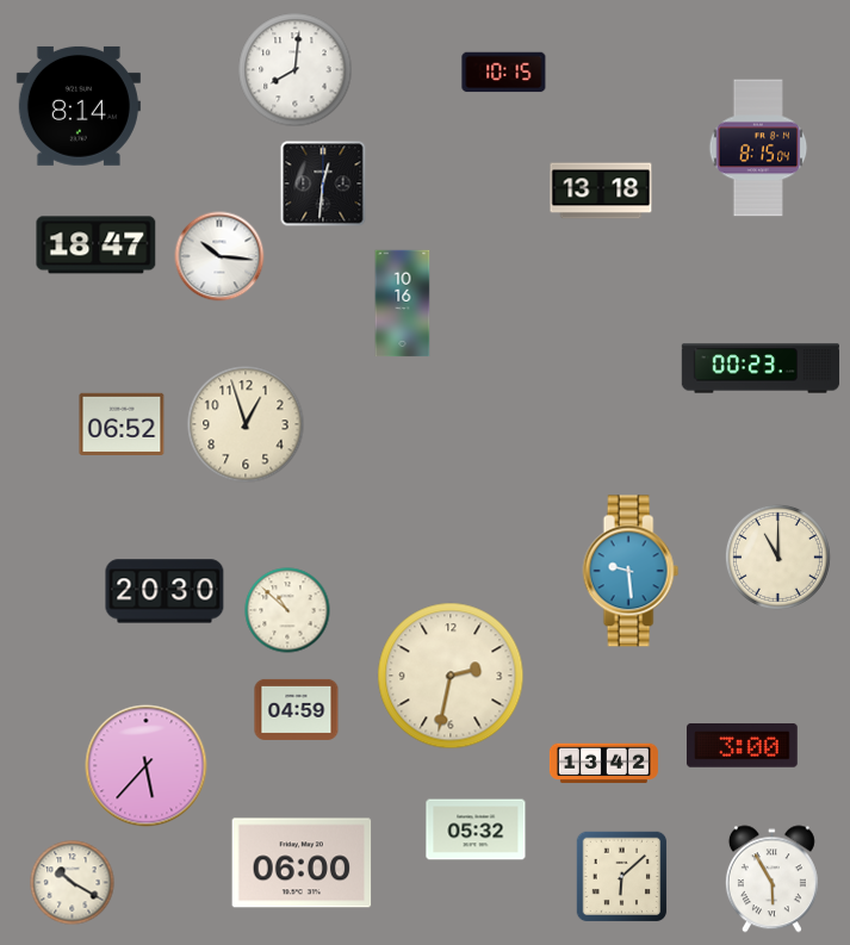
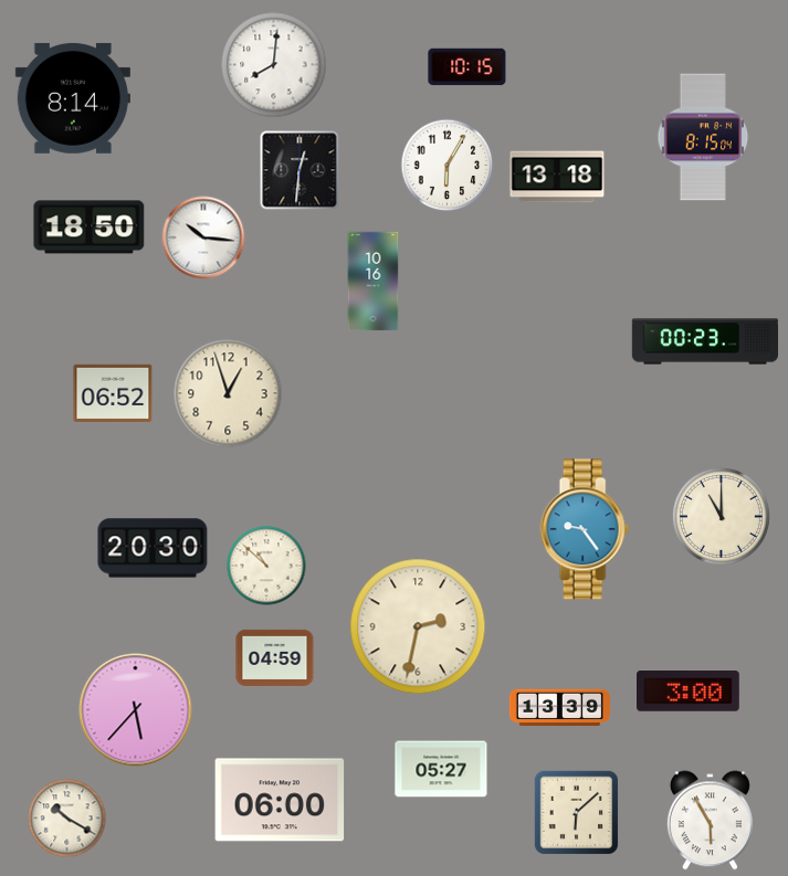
clock at (448, 166): none -> 6:05
clock at (97, 245): 18:47 -> 18:50
clock at (631, 571): 9:29 -> 9:24
clock at (603, 764): 13:42 -> 13:39
clock at (476, 829): 05:32 -> 05:27
clock at (771, 879) position: (771, 879) -> (710, 821)
